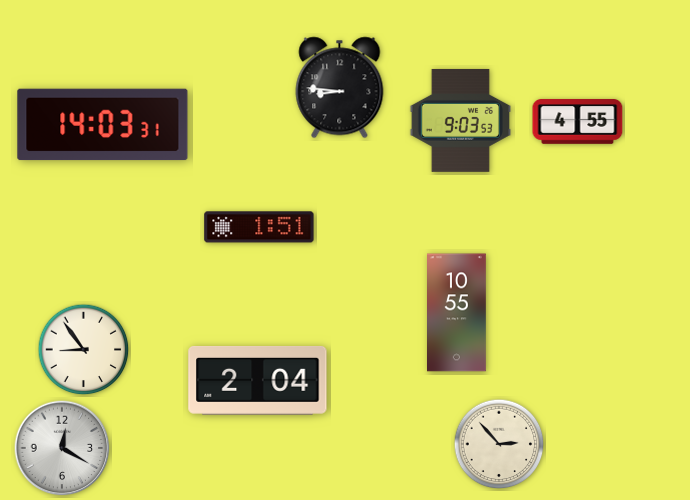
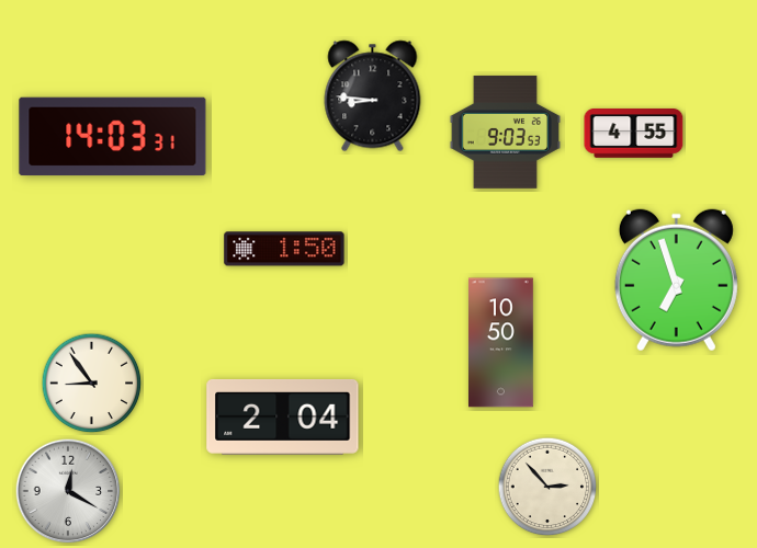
clock at (259, 227): 1:51 -> 1:50
clock at (676, 281): none -> 6:57
clock at (457, 313): 10:55 -> 10:50
